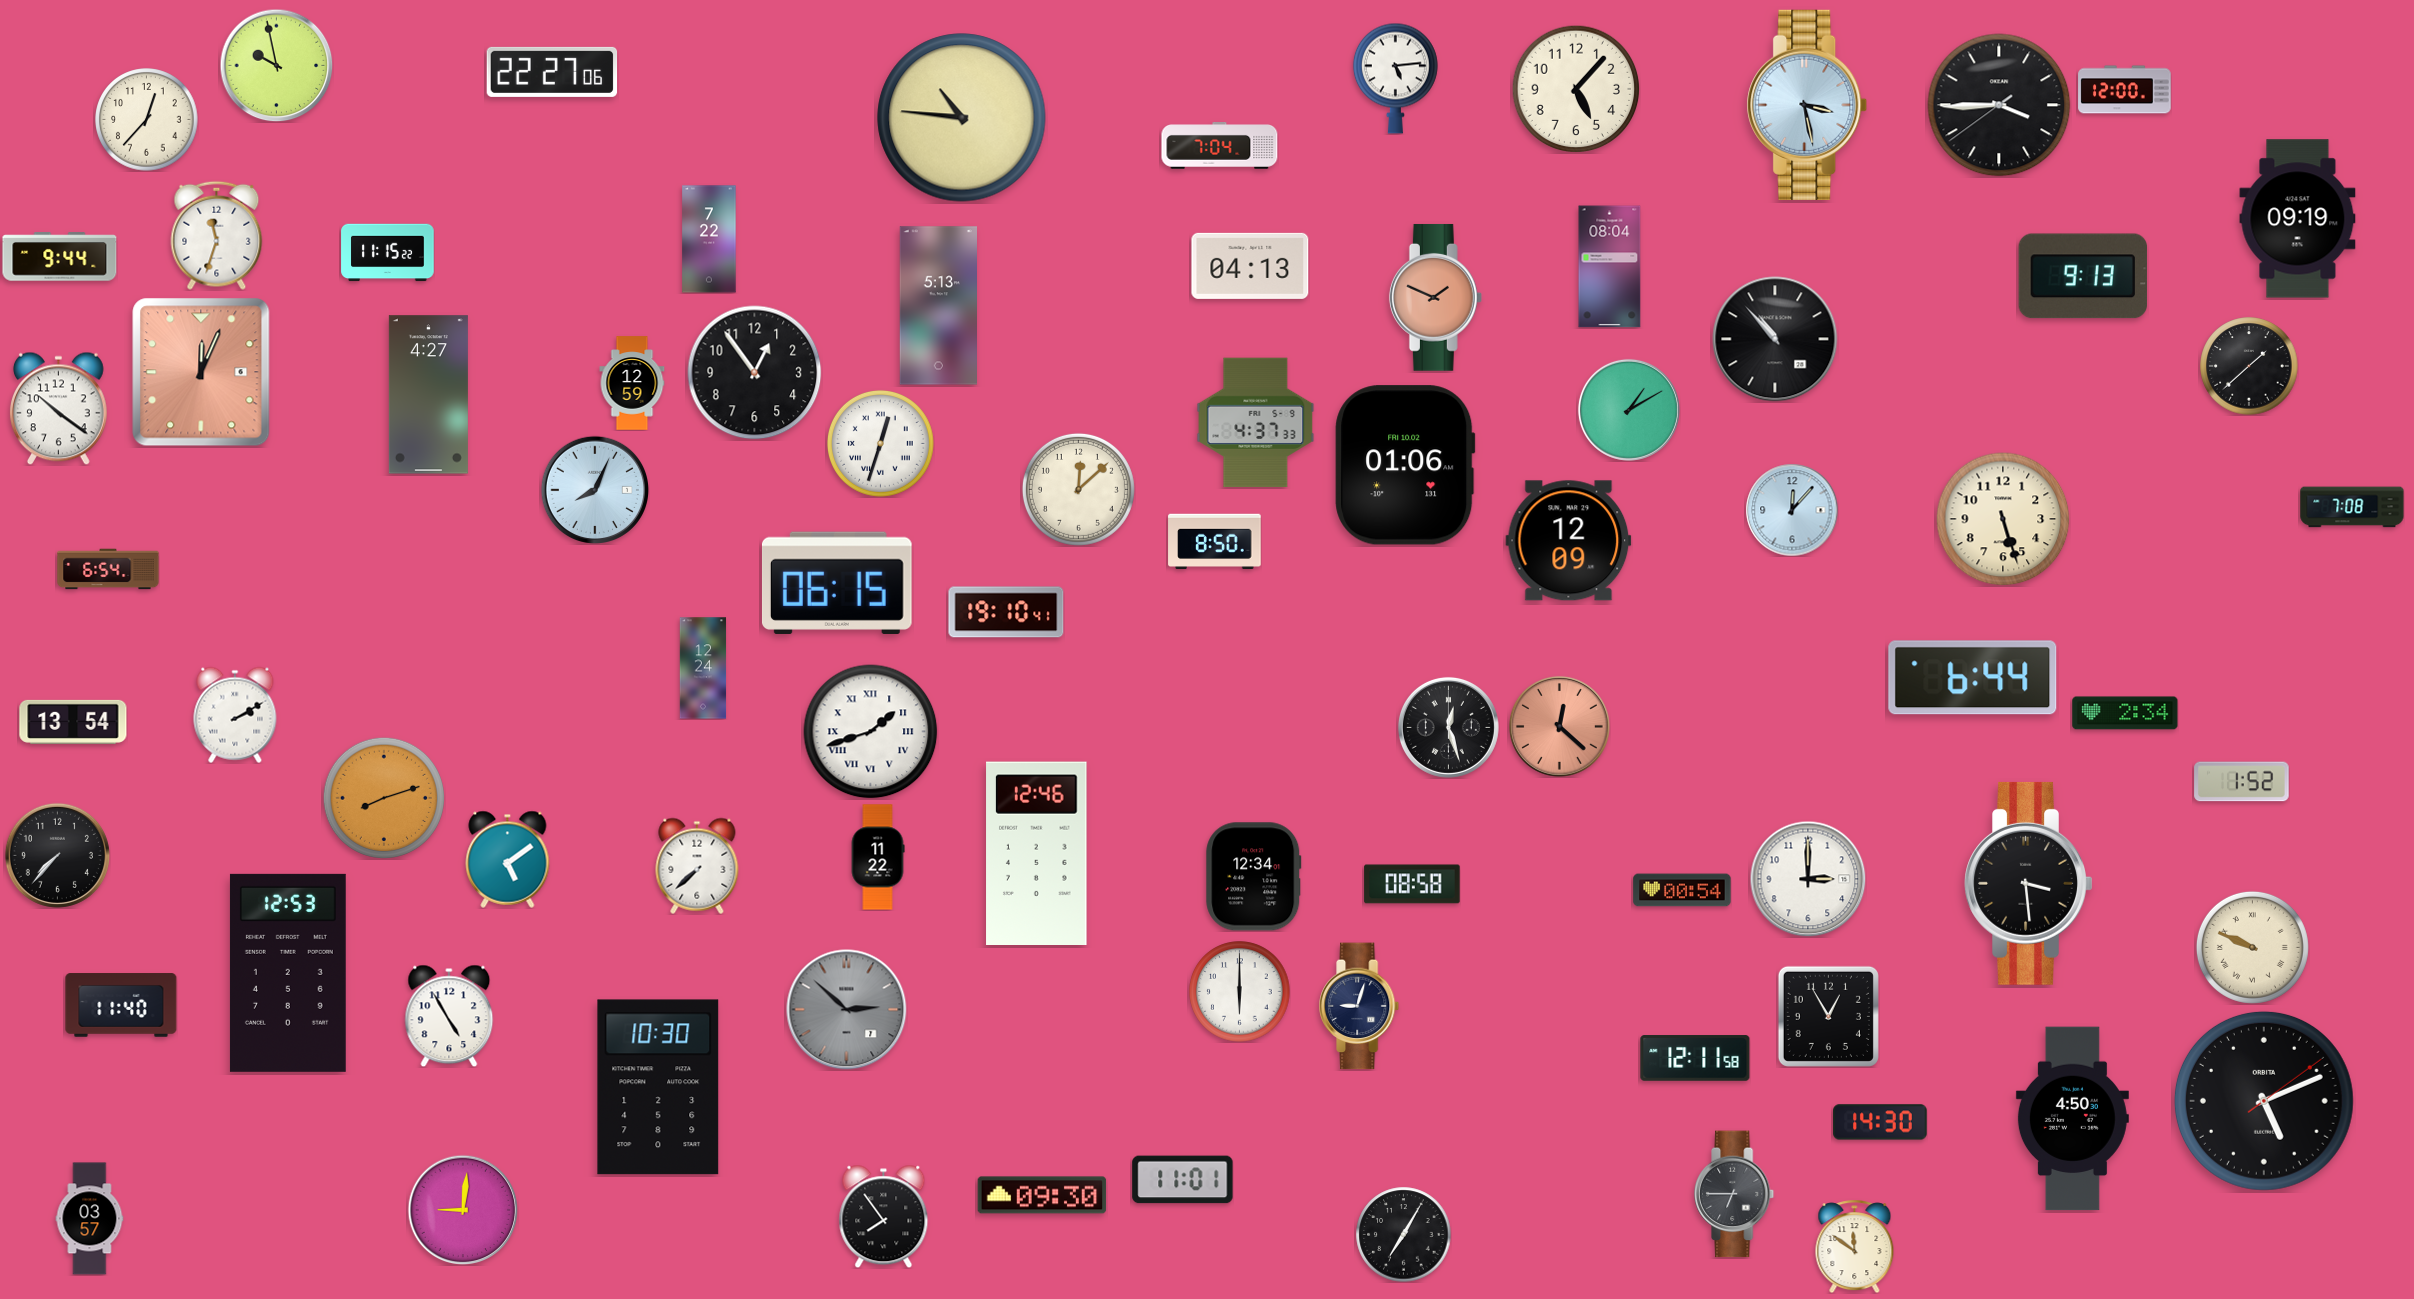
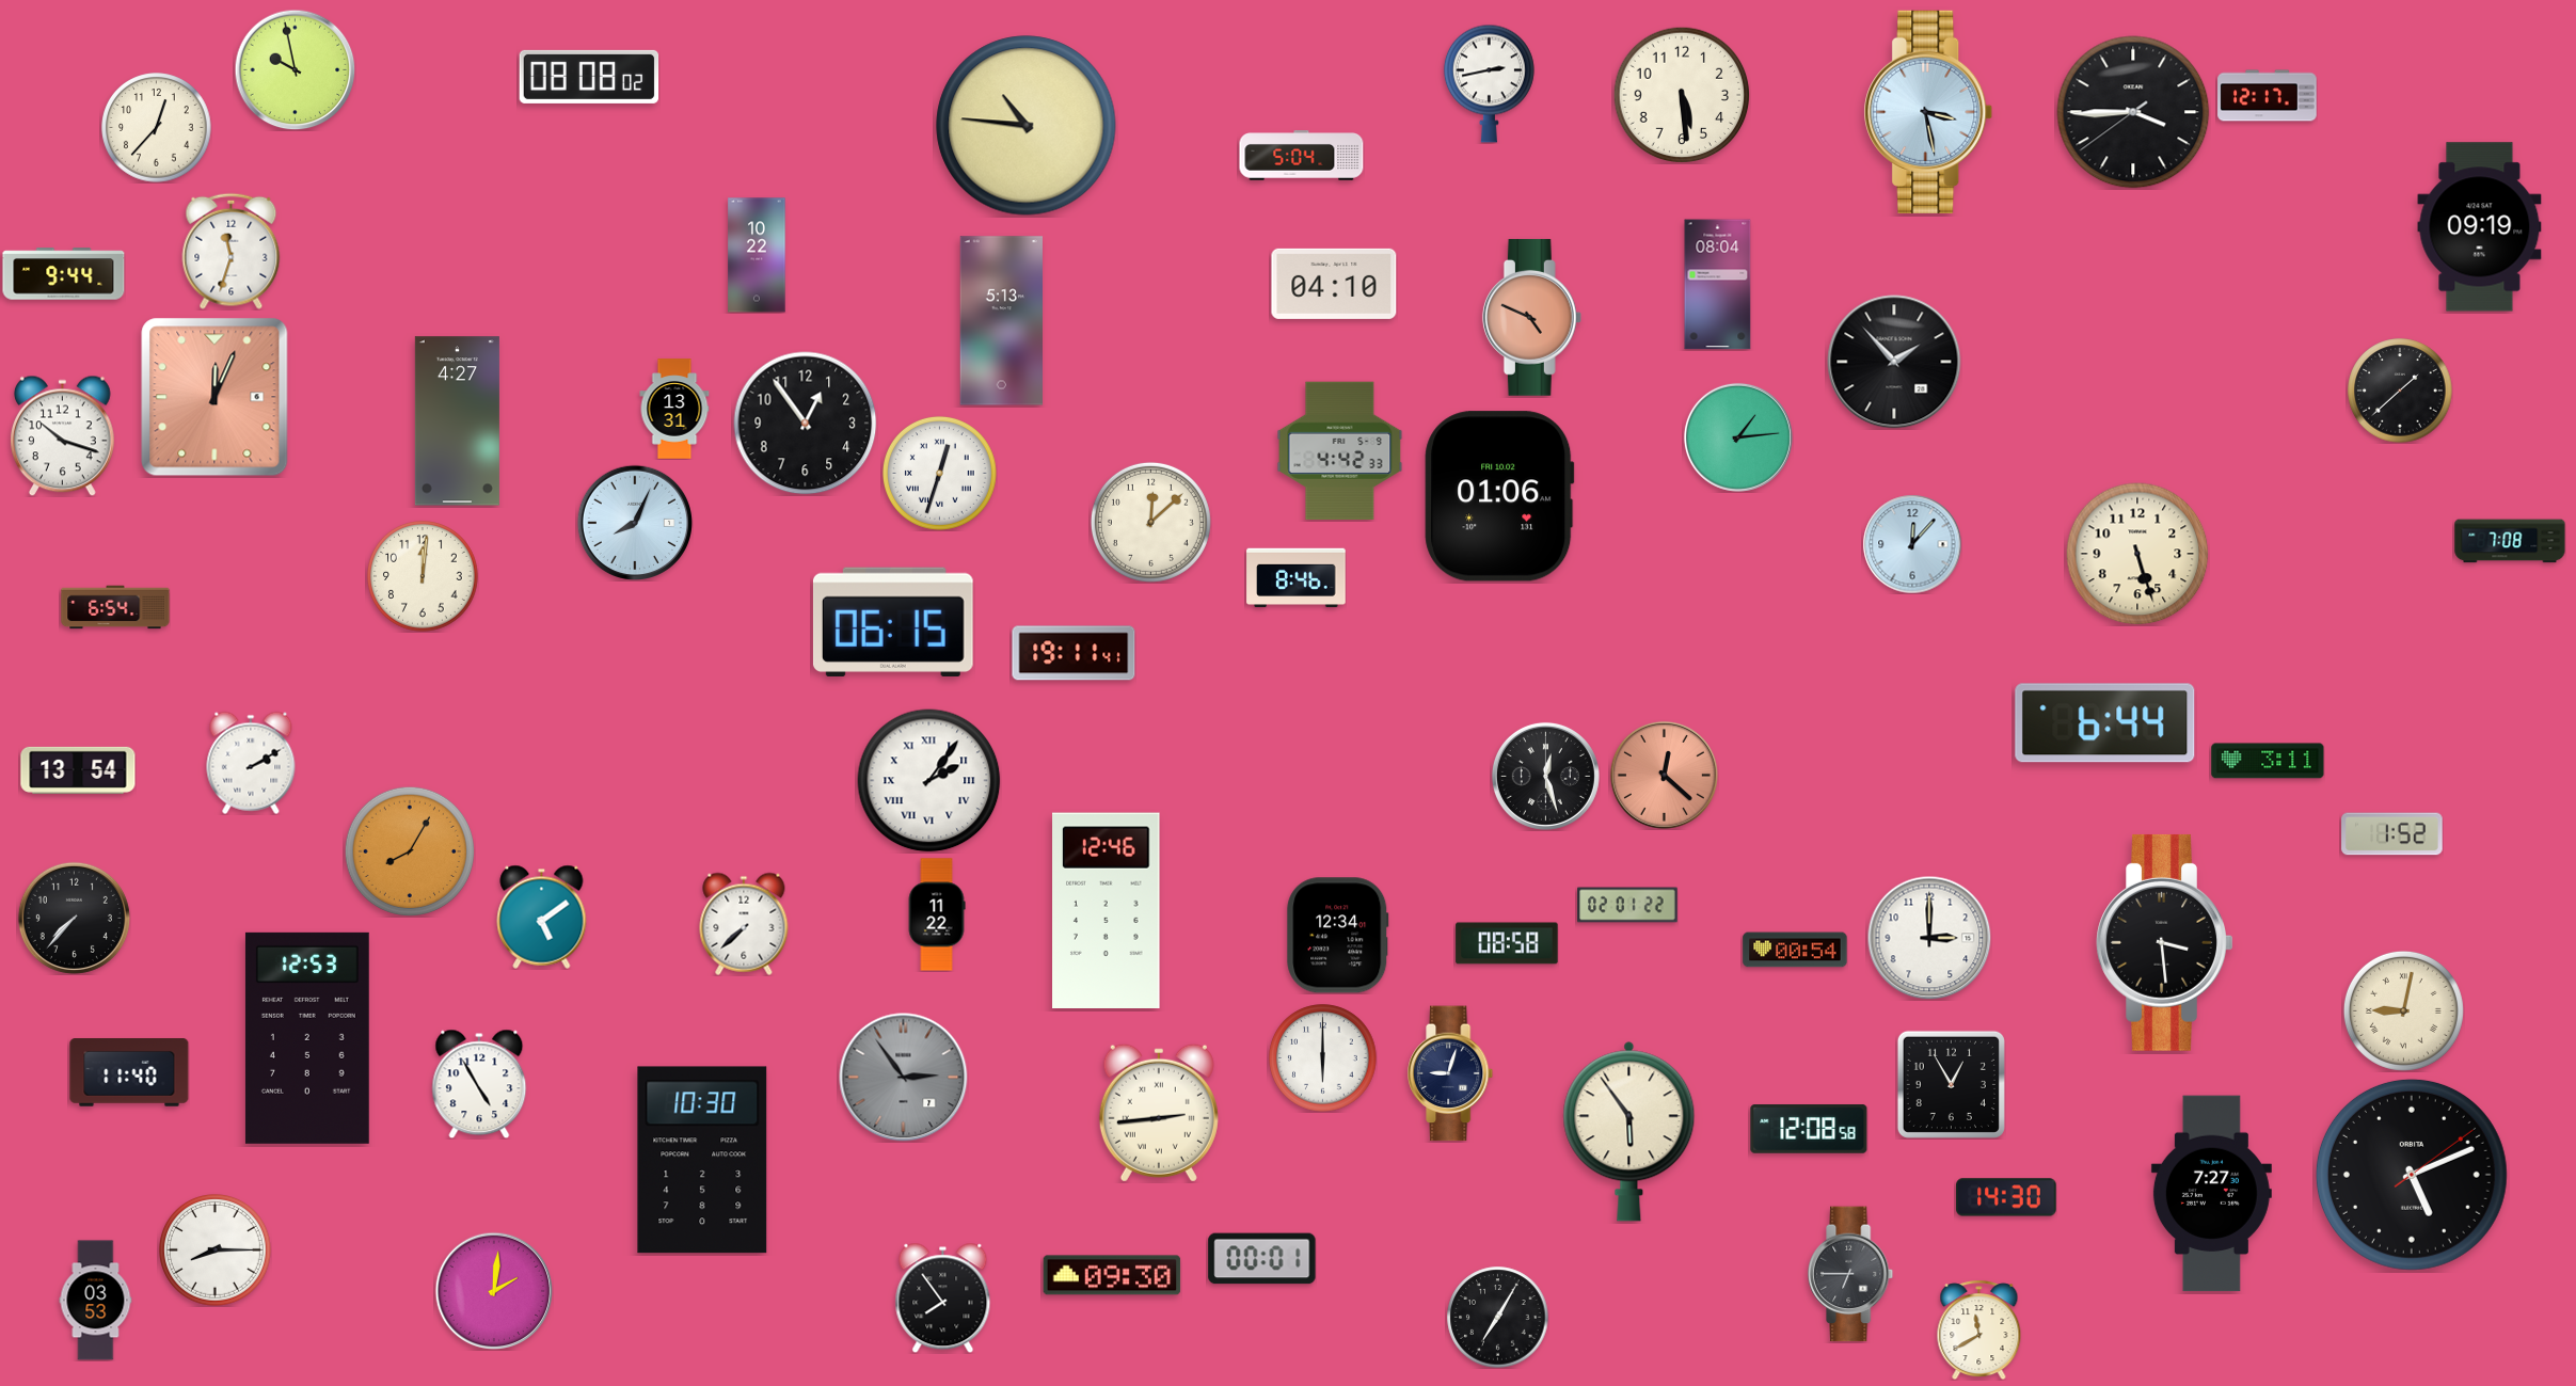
clock at (552, 72): 22:27 -> 08:08
clock at (1395, 78): 5:14 -> 2:43
clock at (1576, 89): 5:07 -> 5:29
clock at (2125, 90): 12:00 -> 12:17
clock at (1220, 146): 7:04 -> 5:04
clock at (2298, 219) position: (2298, 219) -> (2480, 227)
clock at (709, 239): 7:22 -> 10:22
clock at (388, 253): 11:15 -> none
clock at (1250, 266): 04:13 -> 04:10
clock at (2083, 276): 9:13 -> none
clock at (1435, 297): 1:49 -> 4:49
clock at (938, 306) position: (938, 306) -> (1001, 321)
clock at (1775, 339): 10:53 -> 1:53
clock at (755, 373) position: (755, 373) -> (806, 424)
clock at (632, 383): 12:59 -> 13:31
clock at (58, 408): 10:21 -> 10:18
clock at (1629, 410): 1:10 -> 1:14
clock at (1256, 423): 4:37 -> 4:42
clock at (423, 576): none -> 12:01
clock at (1569, 541): 12:09 -> none
clock at (1215, 542): 8:50 -> 8:46
clock at (1006, 612): 19:10 -> 19:11
clock at (703, 668): 12:24 -> none
clock at (2125, 713): 2:34 -> 3:11
clock at (871, 732): 1:42 -> 2:06
clock at (384, 798): 8:12 -> 8:05
clock at (1627, 905): none -> 02:01
clock at (57, 855) position: (57, 855) -> (74, 918)
clock at (2252, 947): 9:49 -> 9:02
clock at (847, 1010): 2:52 -> 2:54
clock at (1159, 1113): none -> 2:44
clock at (1695, 1058): 12:11 -> 12:08
clock at (1629, 1131): none -> 5:54
clock at (2264, 1101) position: (2264, 1101) -> (2412, 1175)
clock at (2072, 1119): 4:50 -> 7:27
clock at (216, 1250): none -> 8:15
clock at (1183, 1180): 11:01 -> 00:01
clock at (463, 1210): 9:01 -> 2:01
clock at (90, 1219): 03:57 -> 03:53
clock at (1855, 1246): 11:51 -> 11:40
